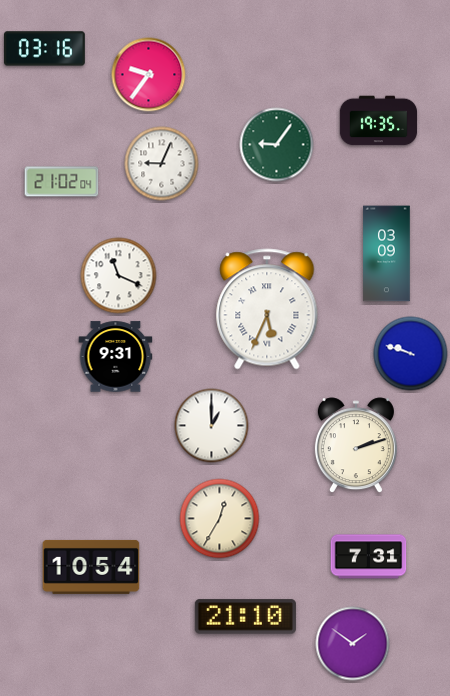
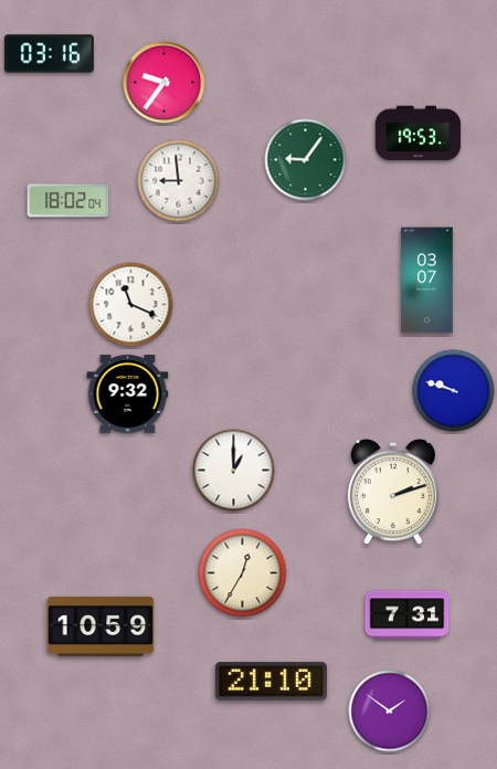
clock at (379, 121): 19:35 -> 19:53
clock at (162, 164): 9:04 -> 8:59
clock at (62, 182): 21:02 -> 18:02
clock at (387, 254): 03:09 -> 03:07
clock at (267, 309): 5:34 -> none
clock at (116, 357): 9:31 -> 9:32
clock at (91, 567): 10:54 -> 10:59
